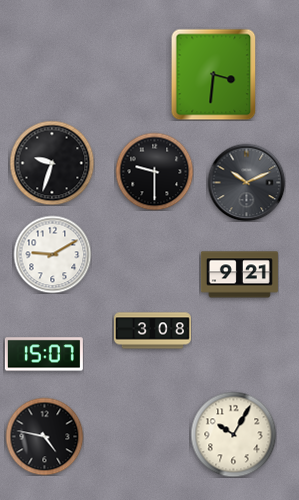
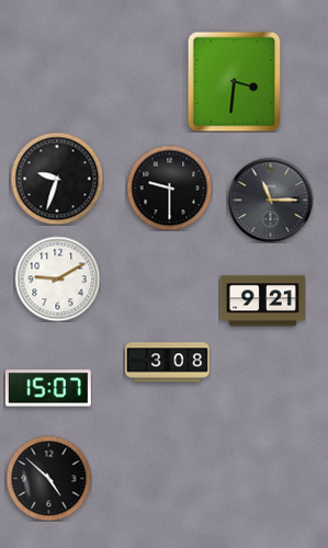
clock at (246, 182): 10:11 -> 11:15
clock at (233, 434): 10:05 -> none
clock at (44, 436): 4:47 -> 4:52
